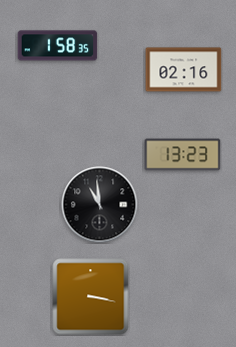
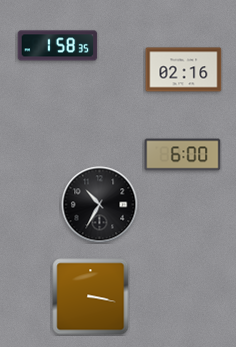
clock at (183, 155): 13:23 -> 6:00
clock at (100, 205): 10:59 -> 10:35
